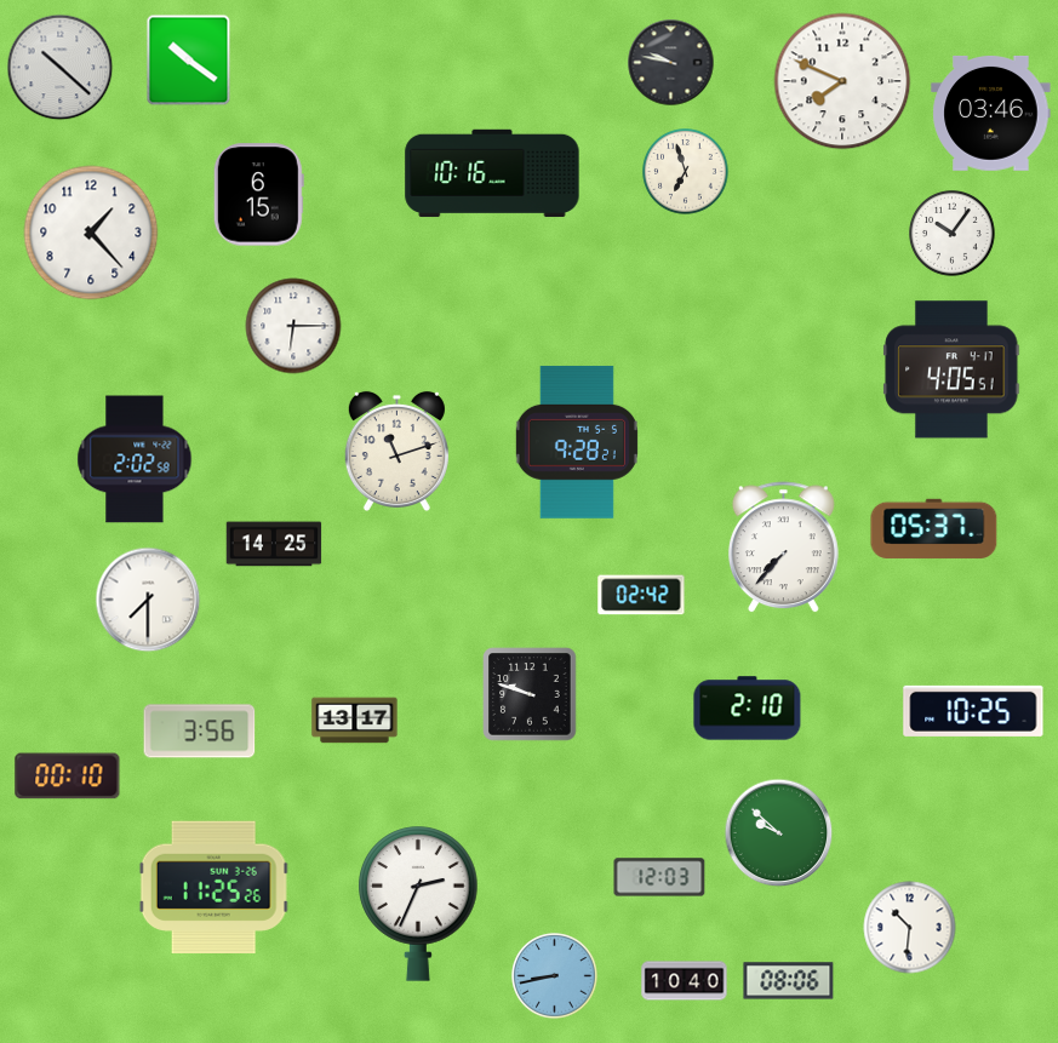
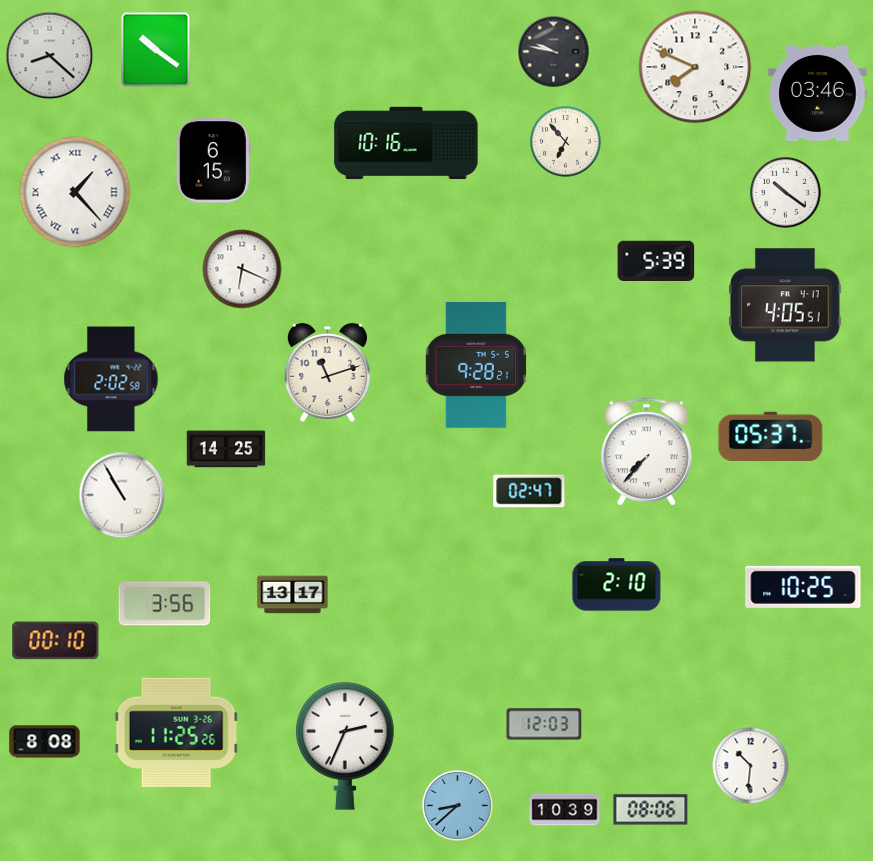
clock at (61, 68): 10:22 -> 8:22
clock at (686, 172): 6:57 -> 6:53
clock at (91, 233) numerals: Arabic -> Roman
clock at (953, 234): 10:06 -> 10:21
clock at (656, 260): none -> 5:39
clock at (293, 326): 6:15 -> 6:19
clock at (641, 595): 02:42 -> 02:47
clock at (148, 600): 7:30 -> 10:55
clock at (530, 694): 9:48 -> none
clock at (779, 833): 9:52 -> none
clock at (45, 742): none -> 8:08
clock at (555, 976): 8:43 -> 8:38
clock at (685, 981): 10:40 -> 10:39
